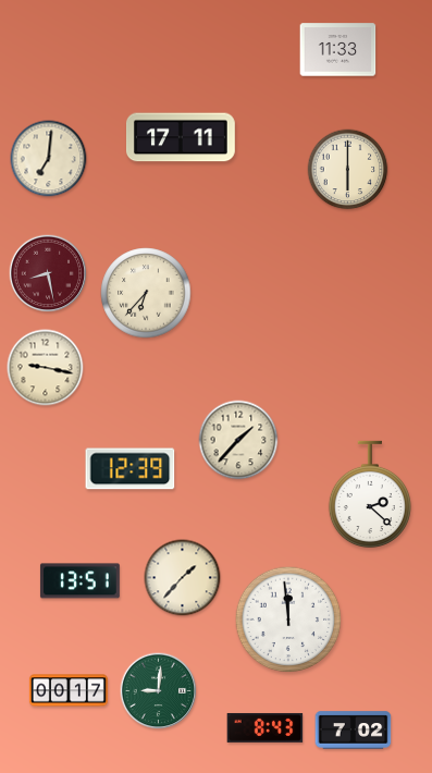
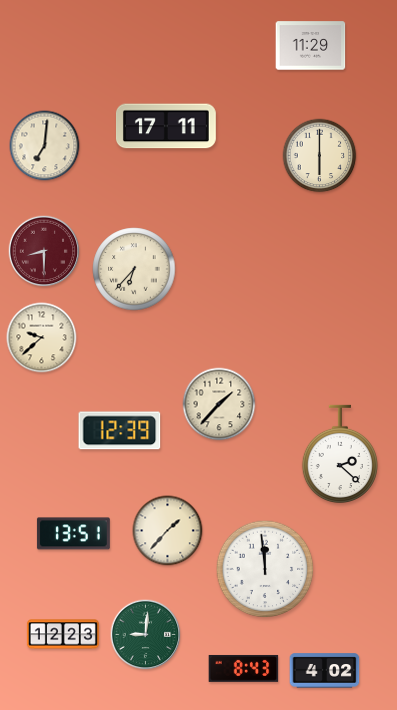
clock at (338, 50): 11:33 -> 11:29
clock at (48, 273): 8:28 -> 8:30
clock at (46, 368): 9:17 -> 9:38
clock at (69, 690): 00:17 -> 12:23
clock at (354, 731): 7:02 -> 4:02
